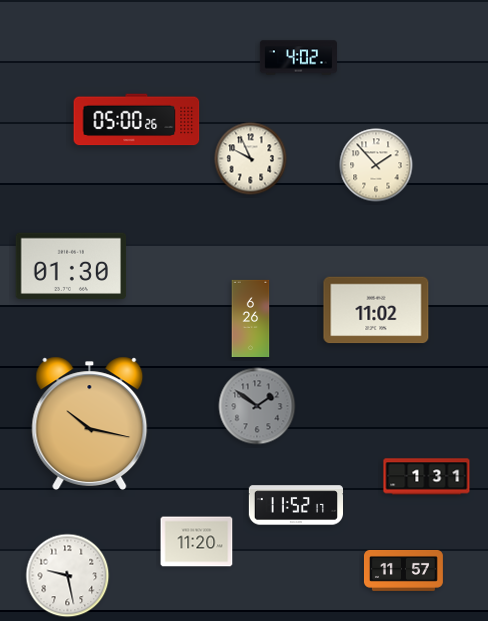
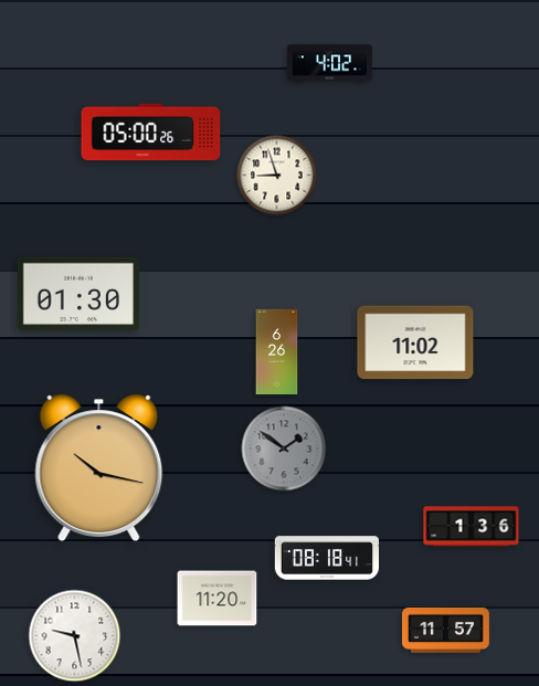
clock at (251, 159): 9:56 -> 8:57
clock at (376, 165): 1:53 -> none
clock at (427, 477): 1:31 -> 1:36
clock at (295, 505): 11:52 -> 08:18
